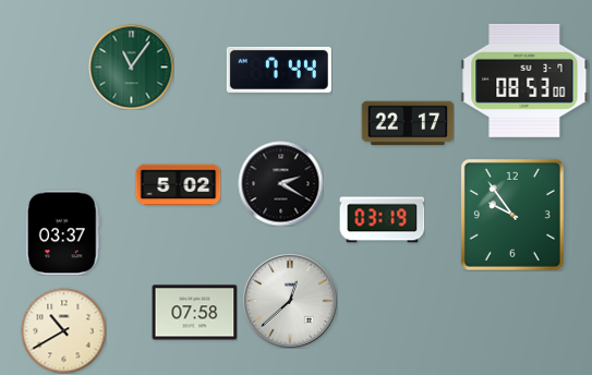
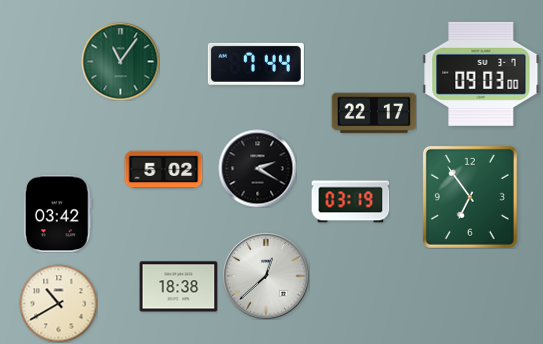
clock at (524, 81): 08:53 -> 09:03
clock at (512, 215): 9:54 -> 6:54
clock at (62, 232): 03:37 -> 03:42
clock at (194, 313): 07:58 -> 18:38
